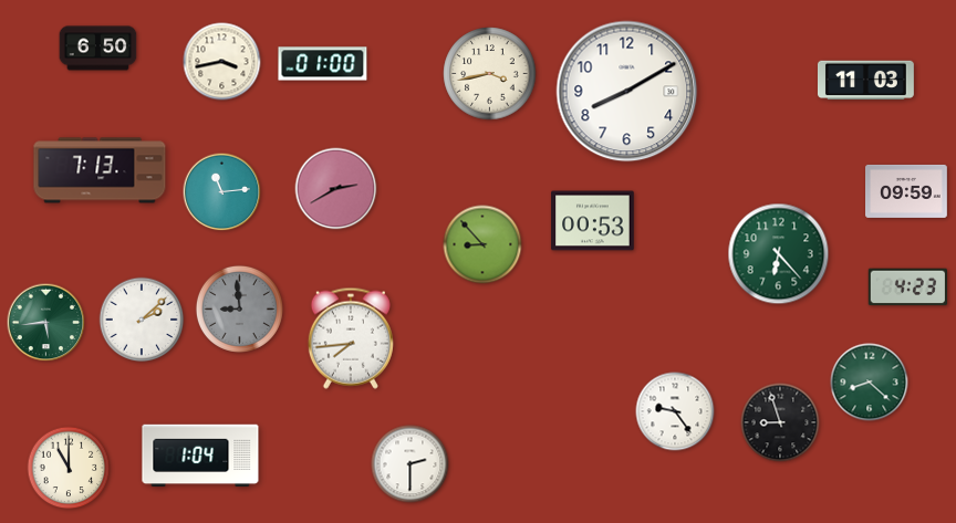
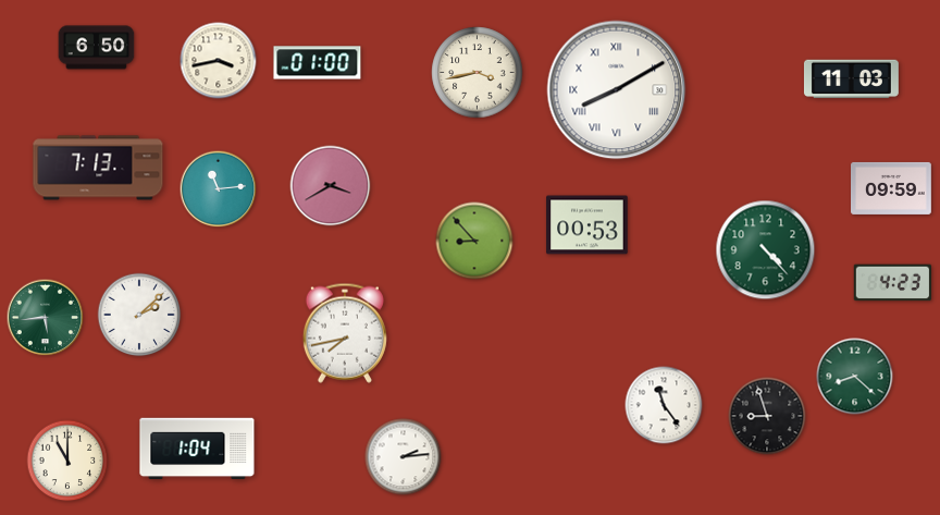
clock at (490, 74) position: (490, 74) -> (478, 73)
clock at (627, 92) numerals: Arabic -> Roman
clock at (336, 189): 2:40 -> 3:40
clock at (593, 221) position: (593, 221) -> (587, 225)
clock at (779, 254): 6:23 -> 4:23
clock at (239, 308): 8:59 -> none
clock at (351, 338): 7:44 -> 7:43
clock at (675, 411): 9:24 -> 11:24
clock at (411, 464): 2:30 -> 2:14
